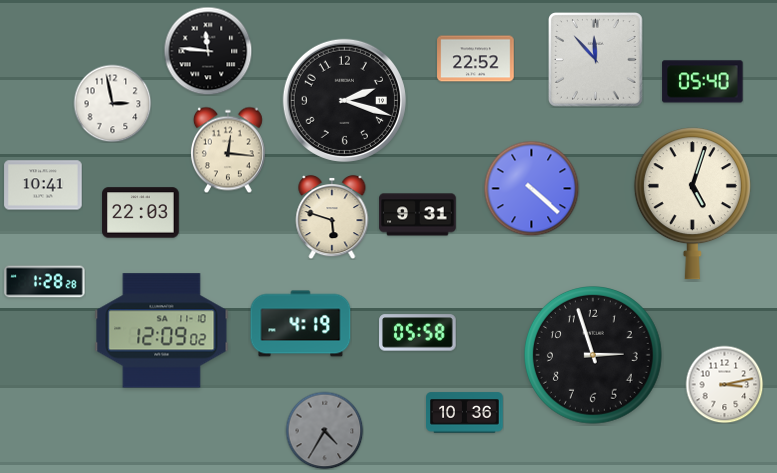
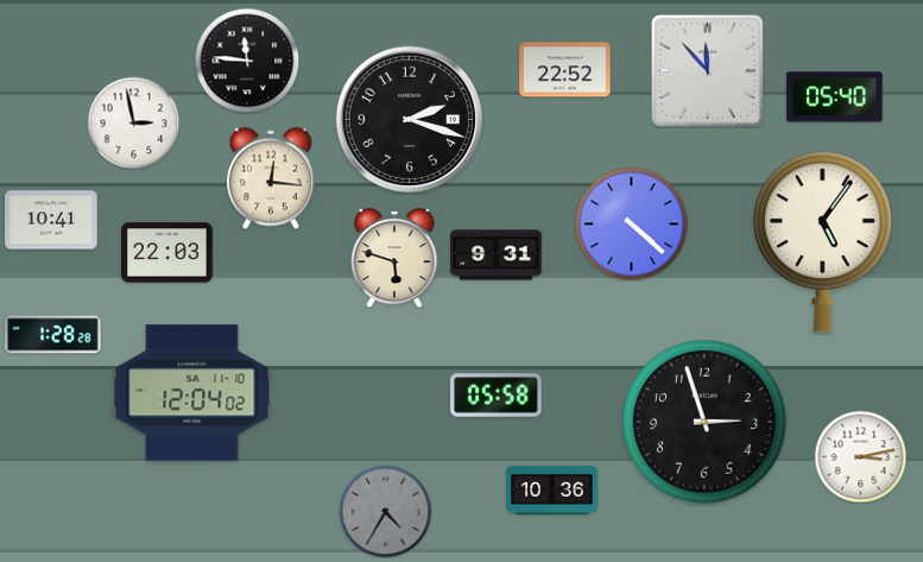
clock at (692, 204): 5:03 -> 5:06
clock at (301, 324): 4:19 -> none
clock at (162, 331): 12:09 -> 12:04
